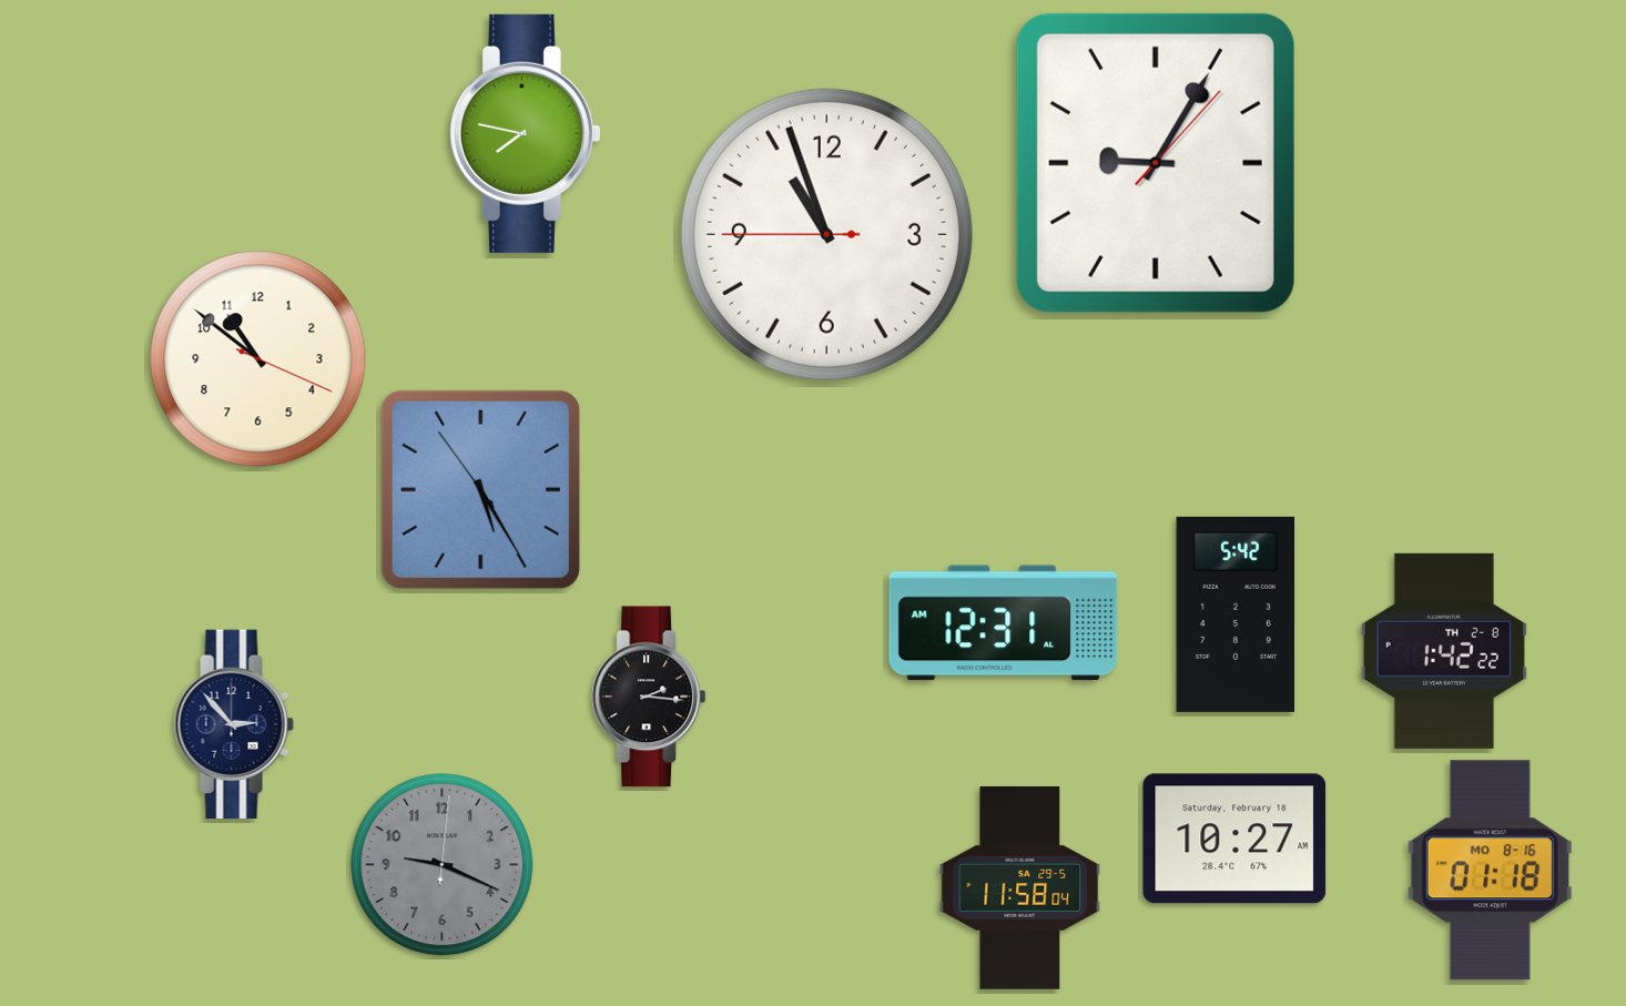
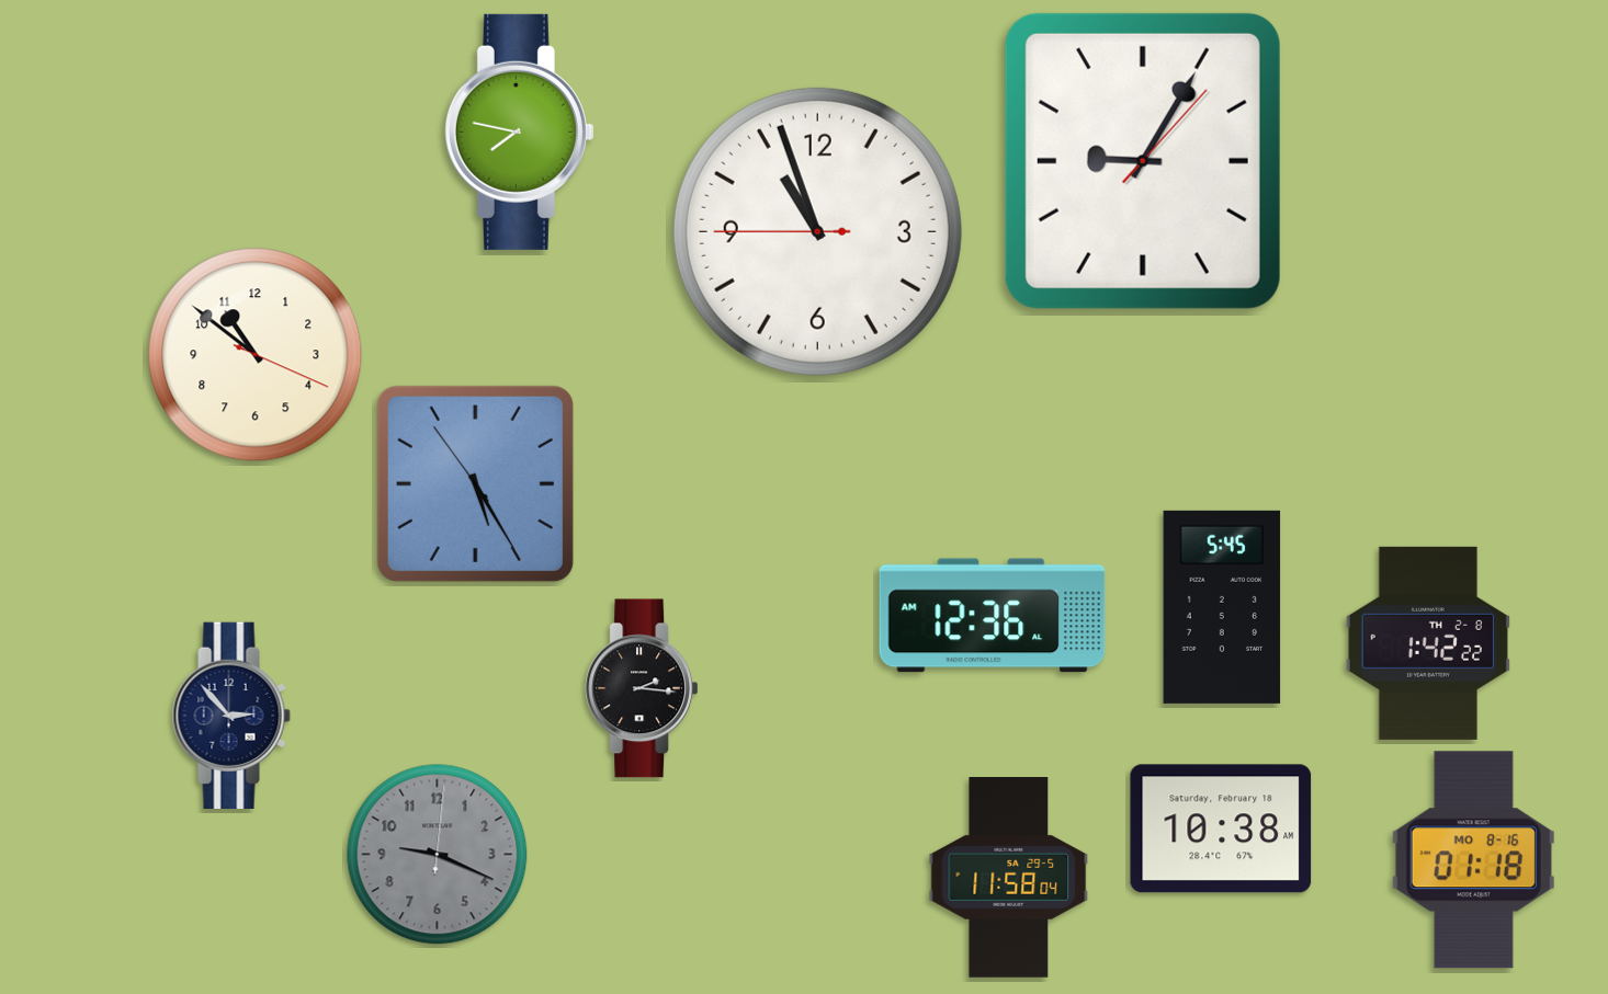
clock at (1236, 614): 5:42 -> 5:45
clock at (1004, 623): 12:31 -> 12:36
clock at (1234, 839): 10:27 -> 10:38
